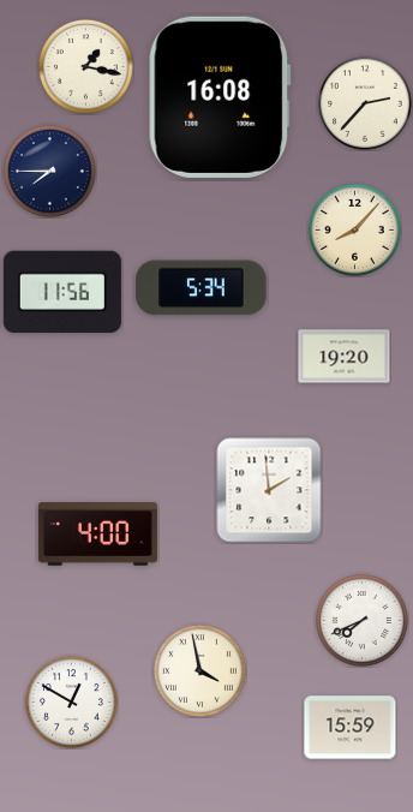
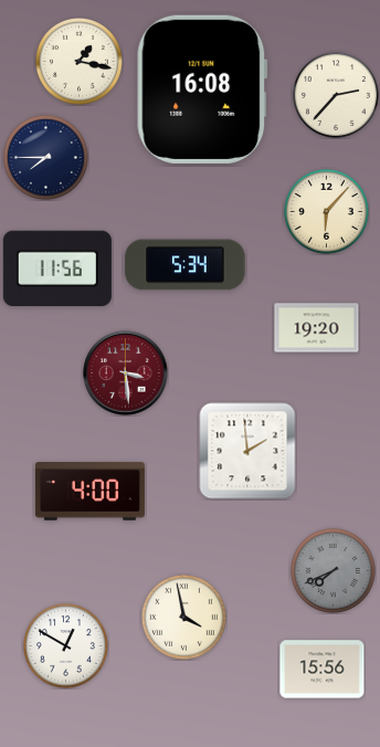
clock at (354, 229): 8:07 -> 6:07
clock at (126, 373): none -> 3:29
clock at (361, 620) dial: white -> grey
clock at (351, 728): 15:59 -> 15:56
